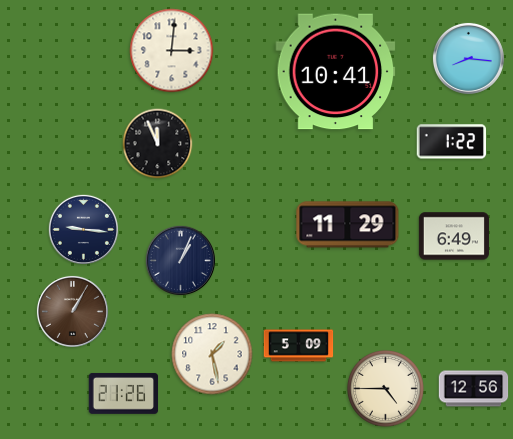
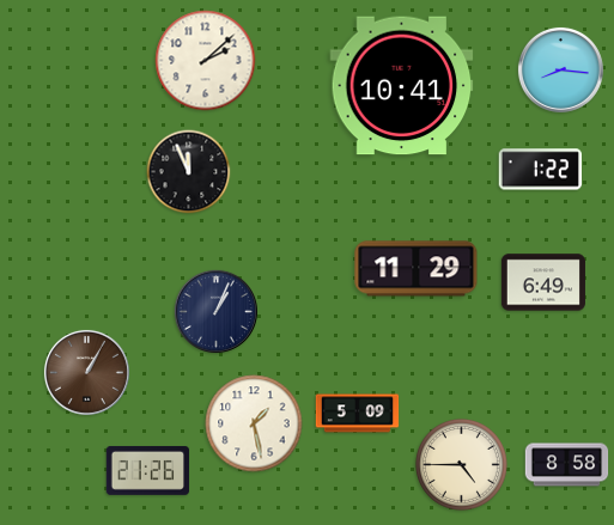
clock at (172, 51): 3:01 -> 2:08
clock at (83, 229): 9:16 -> none
clock at (474, 389): 12:56 -> 8:58
